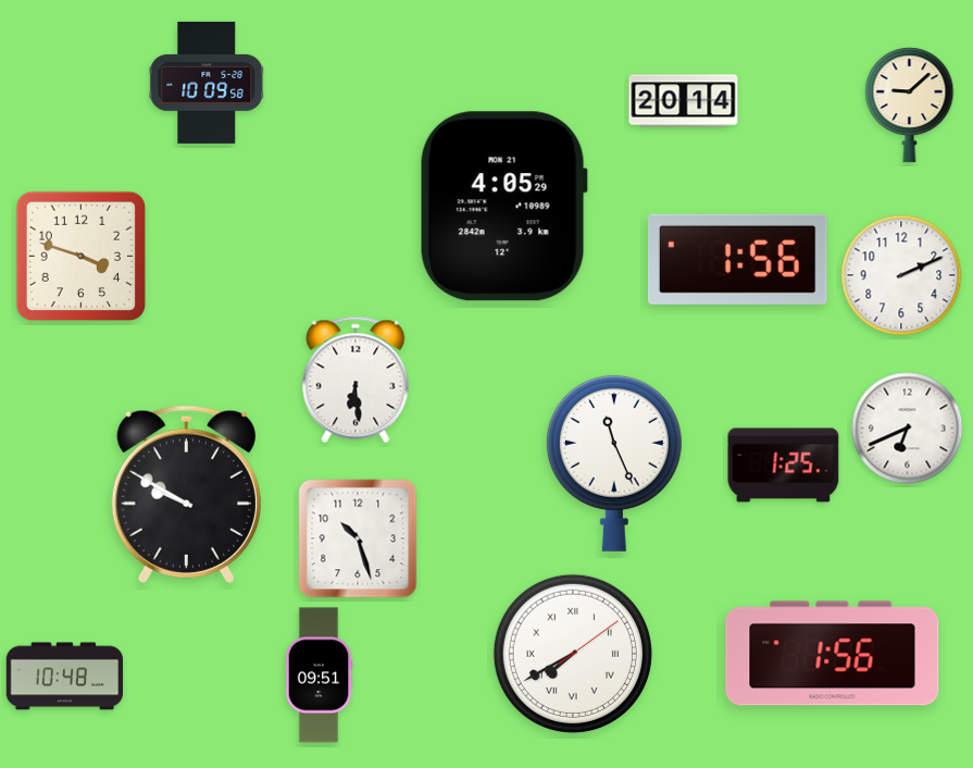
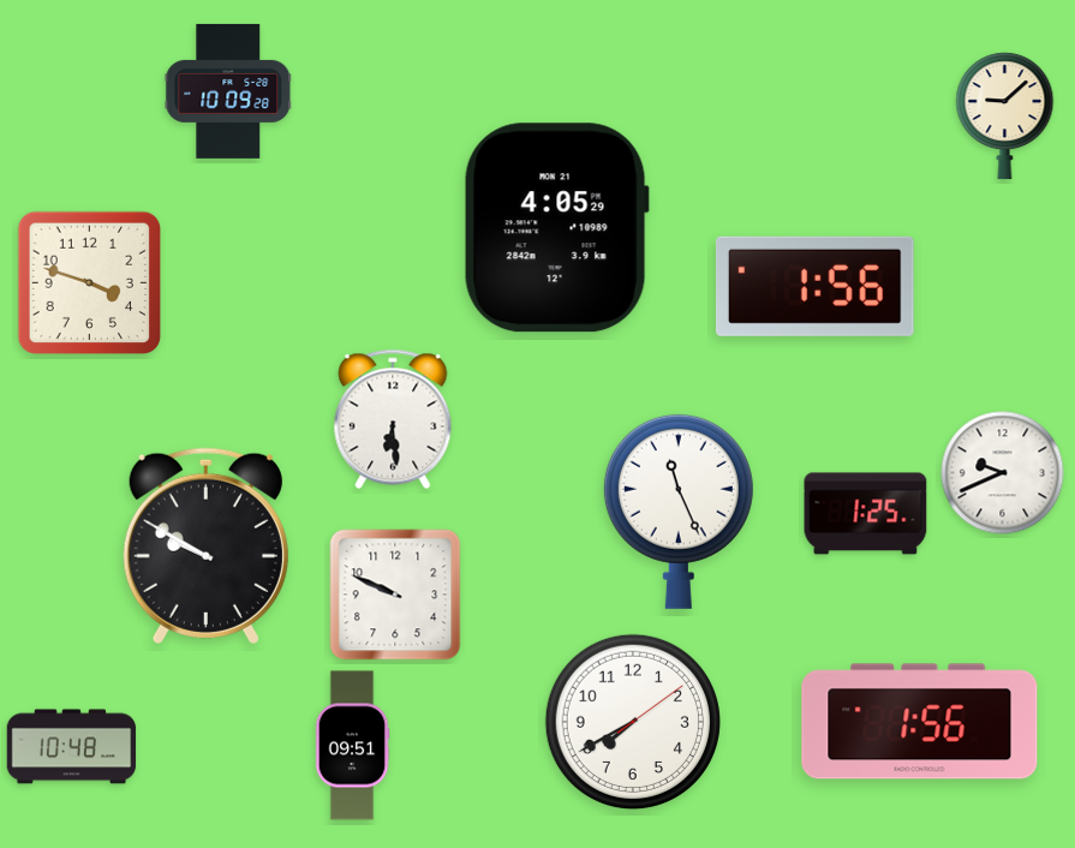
clock at (207, 83): 10:09:58 -> 10:09:28
clock at (684, 101): 20:14 -> none
clock at (901, 275): 2:11 -> none
clock at (908, 429): 6:41 -> 9:41
clock at (358, 538): 10:27 -> 9:49
clock at (573, 654) numerals: Roman -> Arabic
